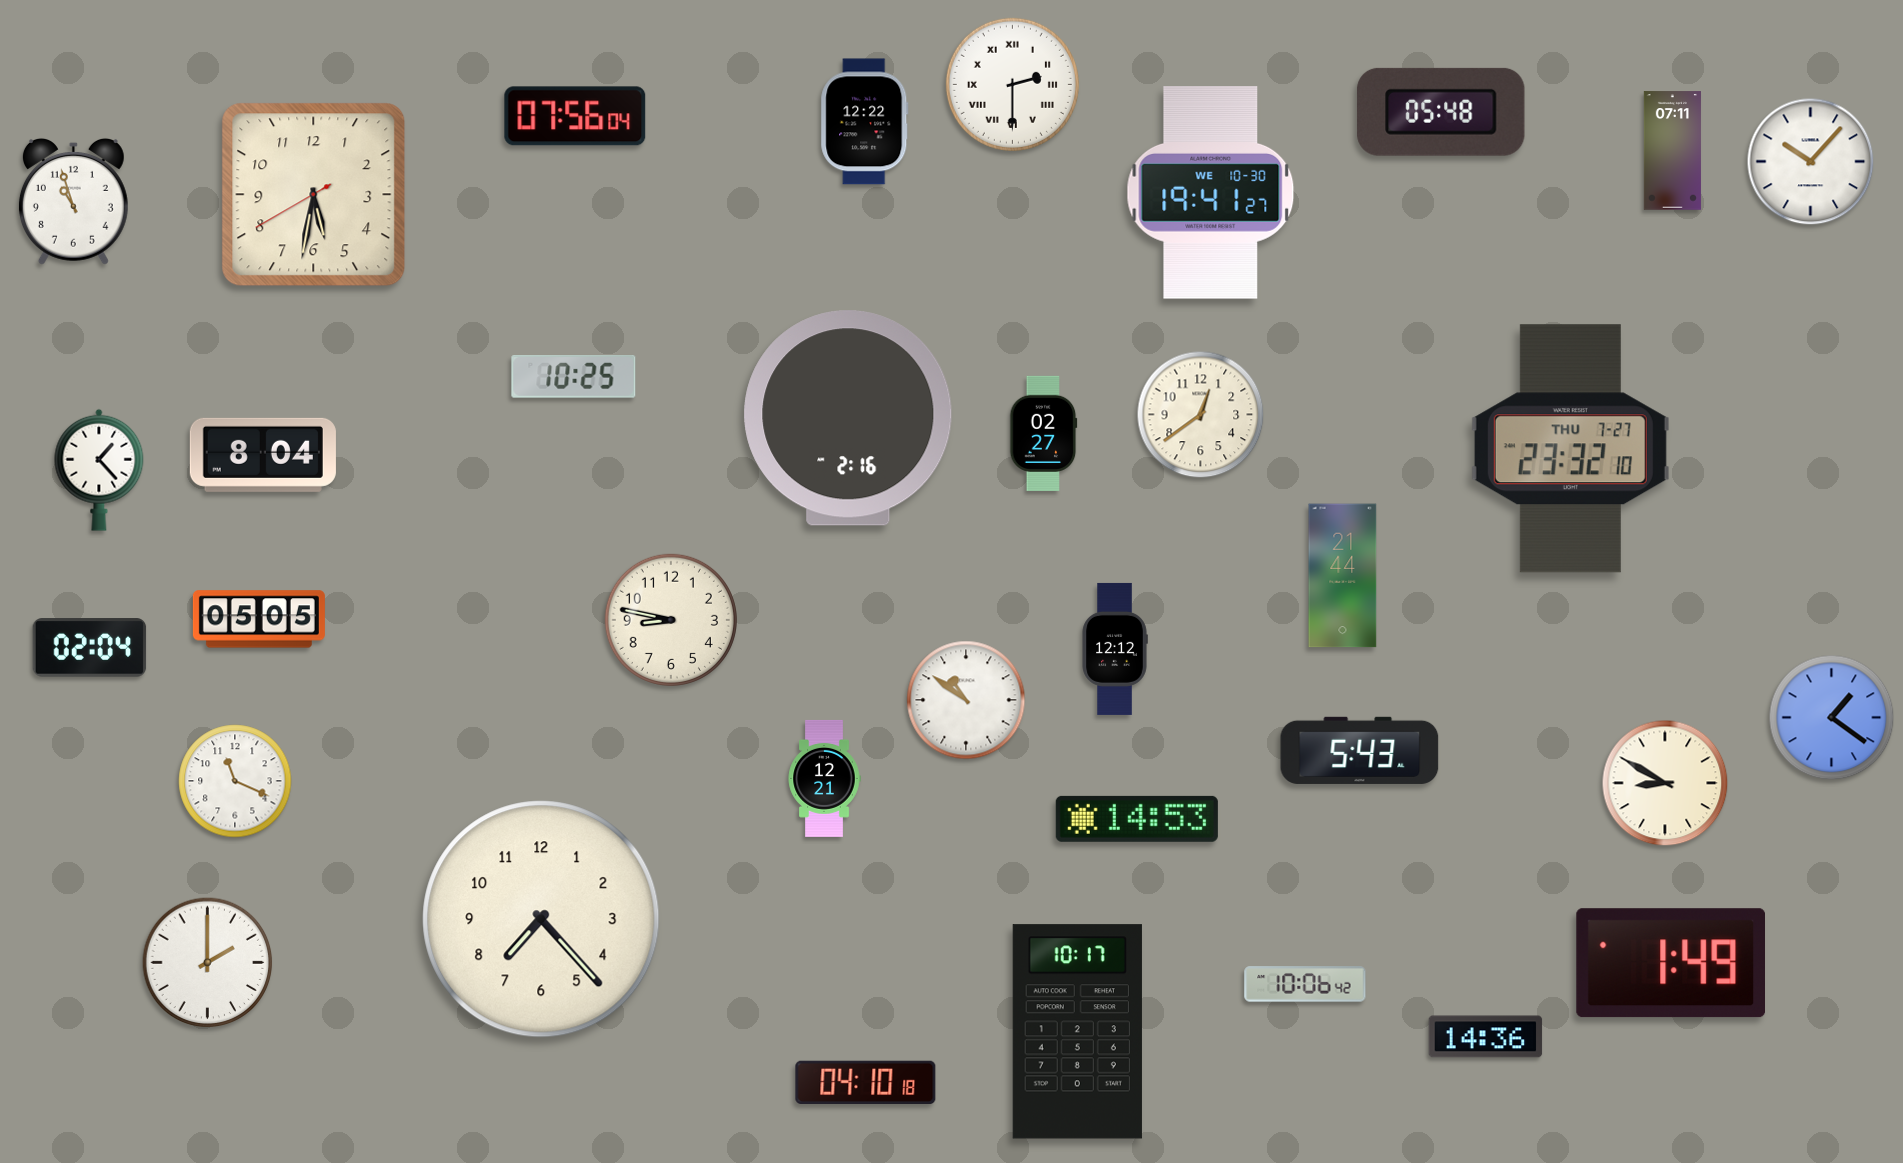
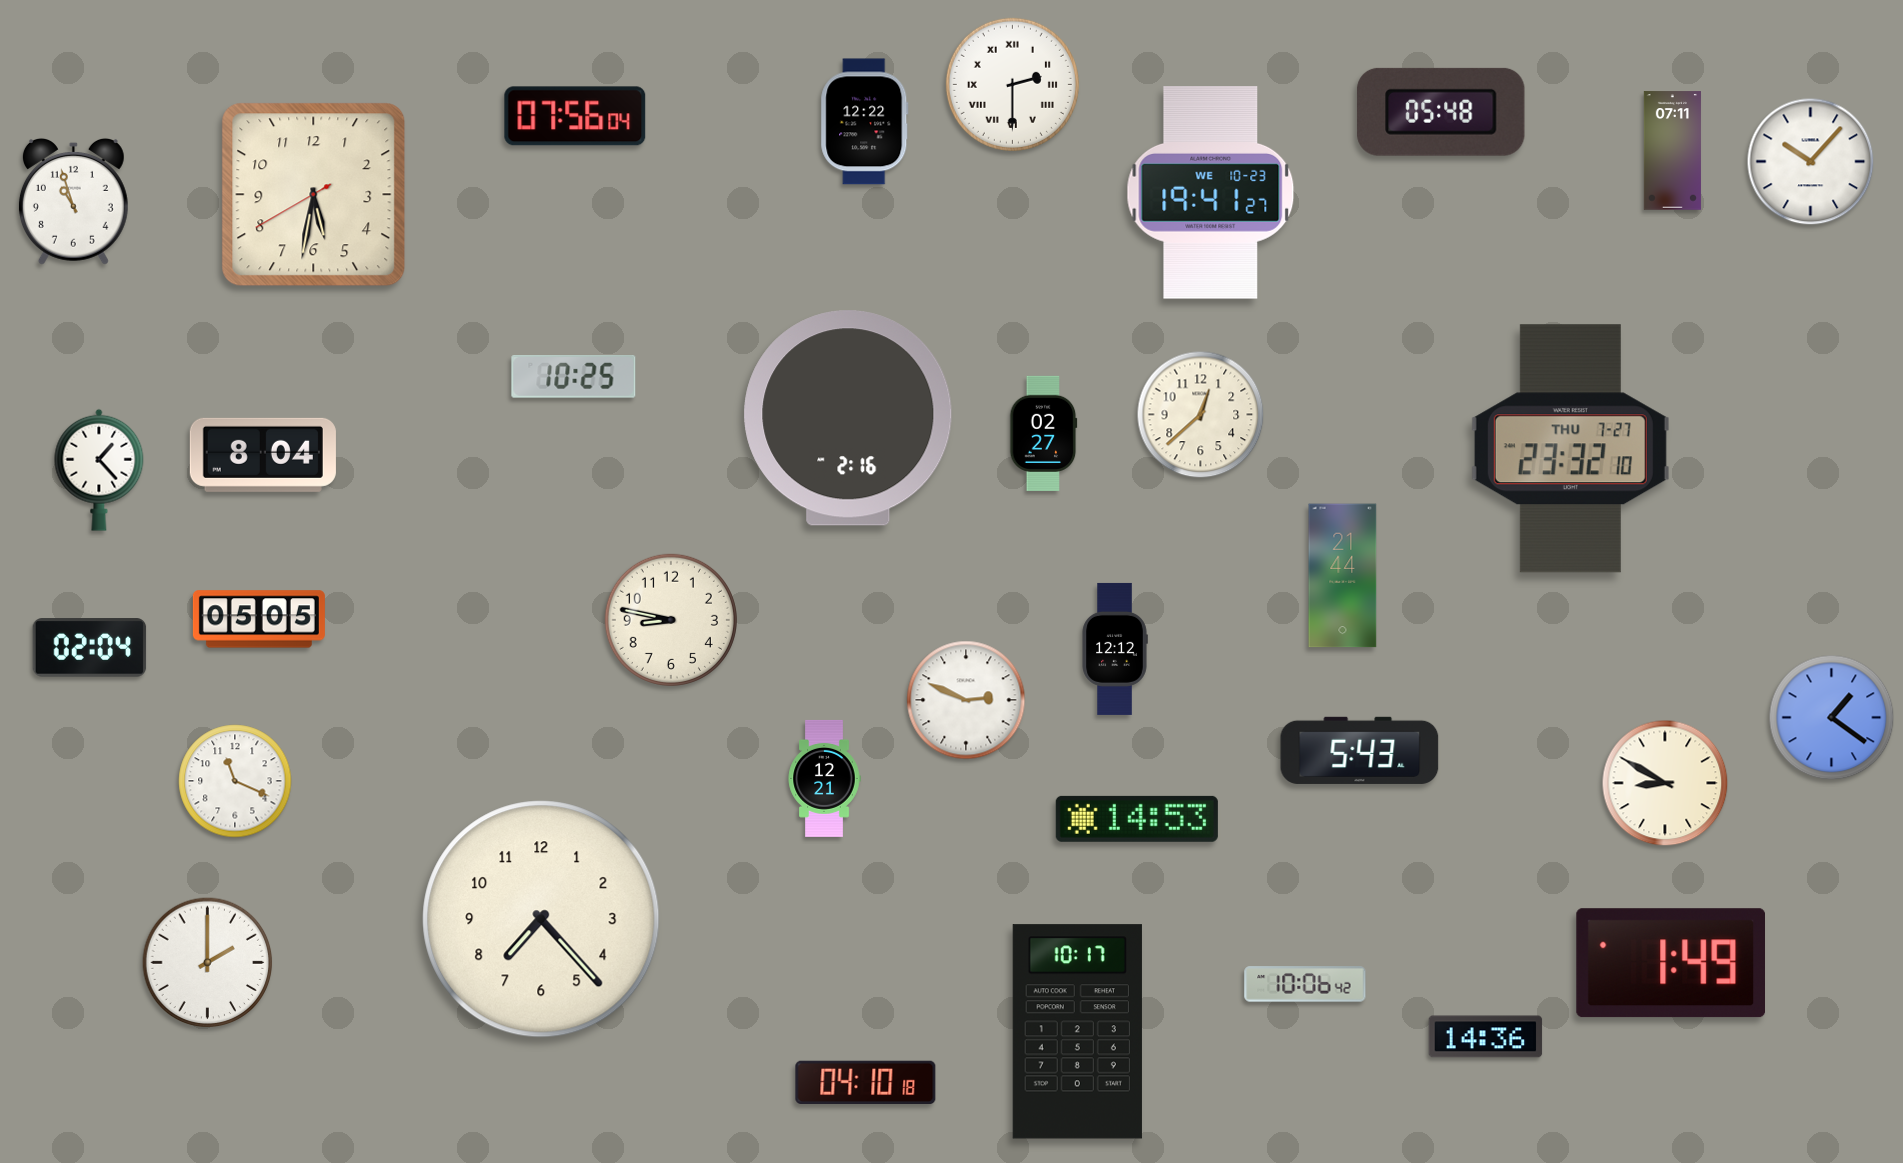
clock at (1211, 193) date: WE 10-30 -> WE 10-23
clock at (1201, 415): 12:39 -> 12:38
clock at (966, 700): 10:51 -> 2:49
